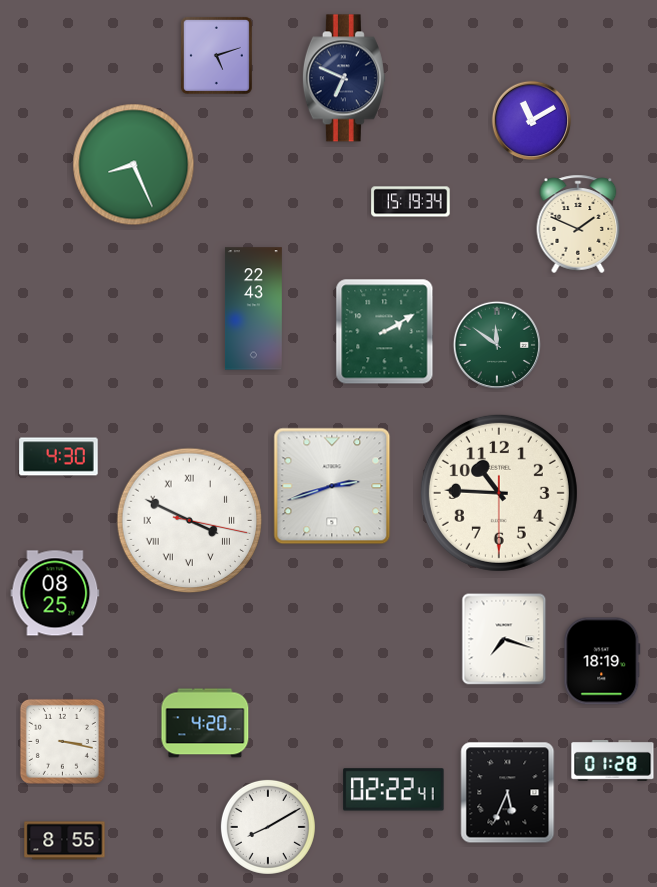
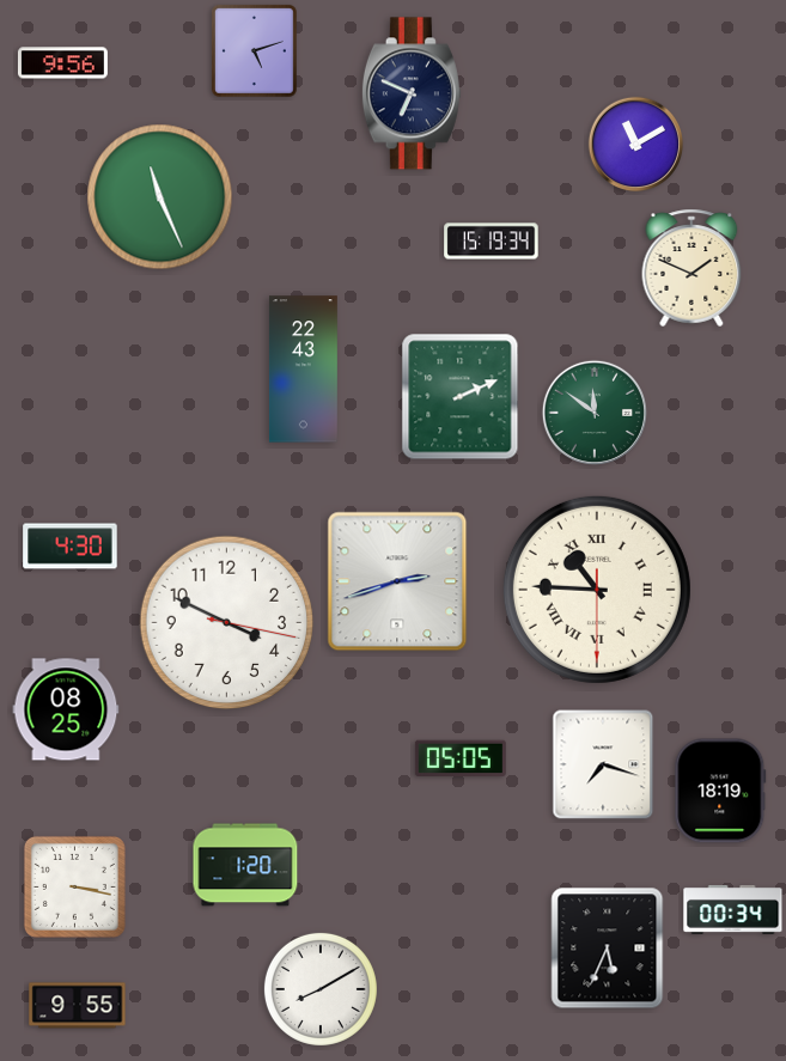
clock at (62, 63): none -> 9:56
clock at (216, 55) position: (216, 55) -> (254, 50)
clock at (134, 165): 8:26 -> 11:26
clock at (385, 332): 2:10 -> 2:11
clock at (499, 493) numerals: Arabic -> Roman
clock at (190, 521) numerals: Roman -> Arabic
clock at (461, 757): none -> 05:05
clock at (205, 723): 4:20 -> 1:20
clock at (613, 760): 01:28 -> 00:34
clock at (394, 790): 02:22 -> none
clock at (65, 841): 8:55 -> 9:55
